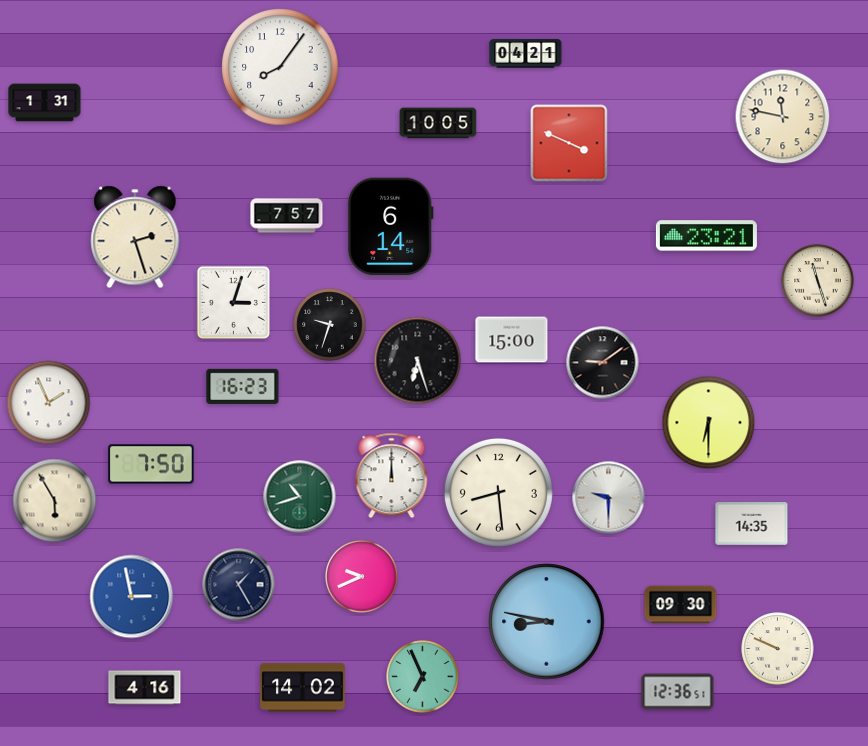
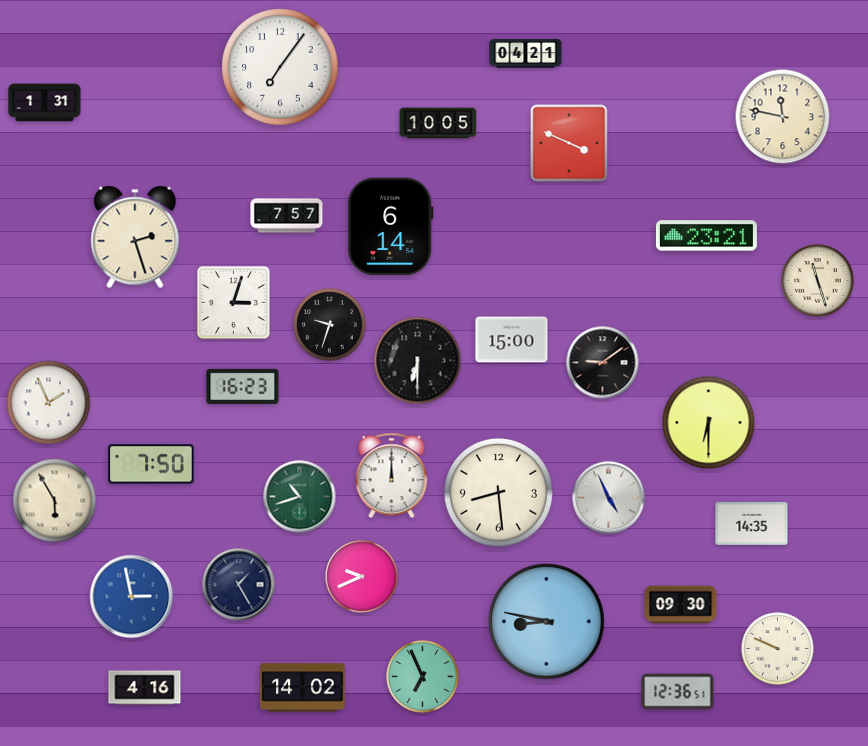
clock at (280, 67): 8:06 -> 7:06
clock at (418, 361): 6:27 -> 6:30
clock at (609, 498): 9:30 -> 4:56
